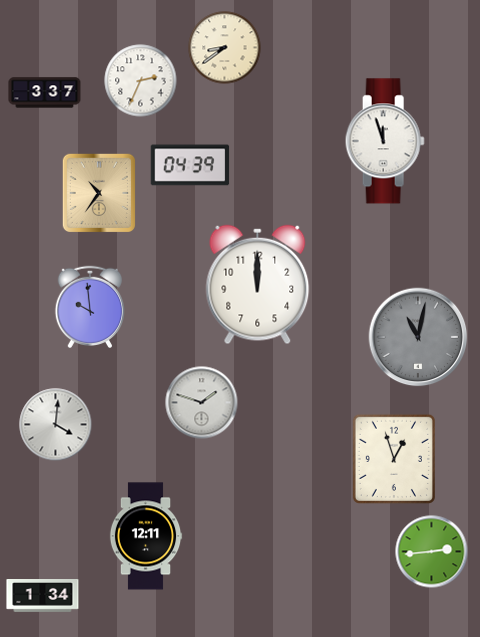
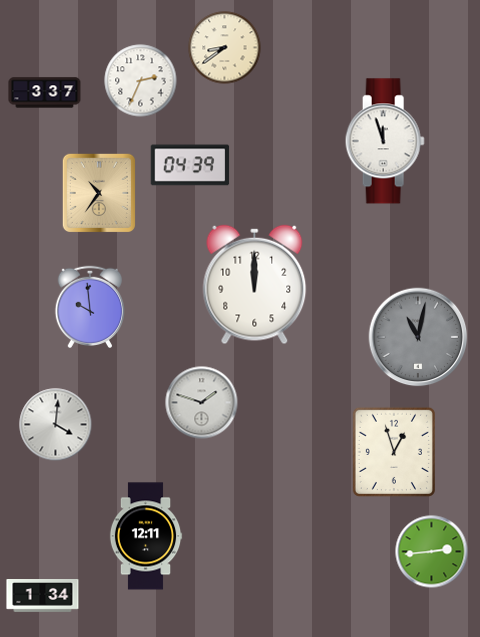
clock at (258, 285) position: (258, 285) -> (255, 285)
clock at (394, 459) position: (394, 459) -> (394, 452)
